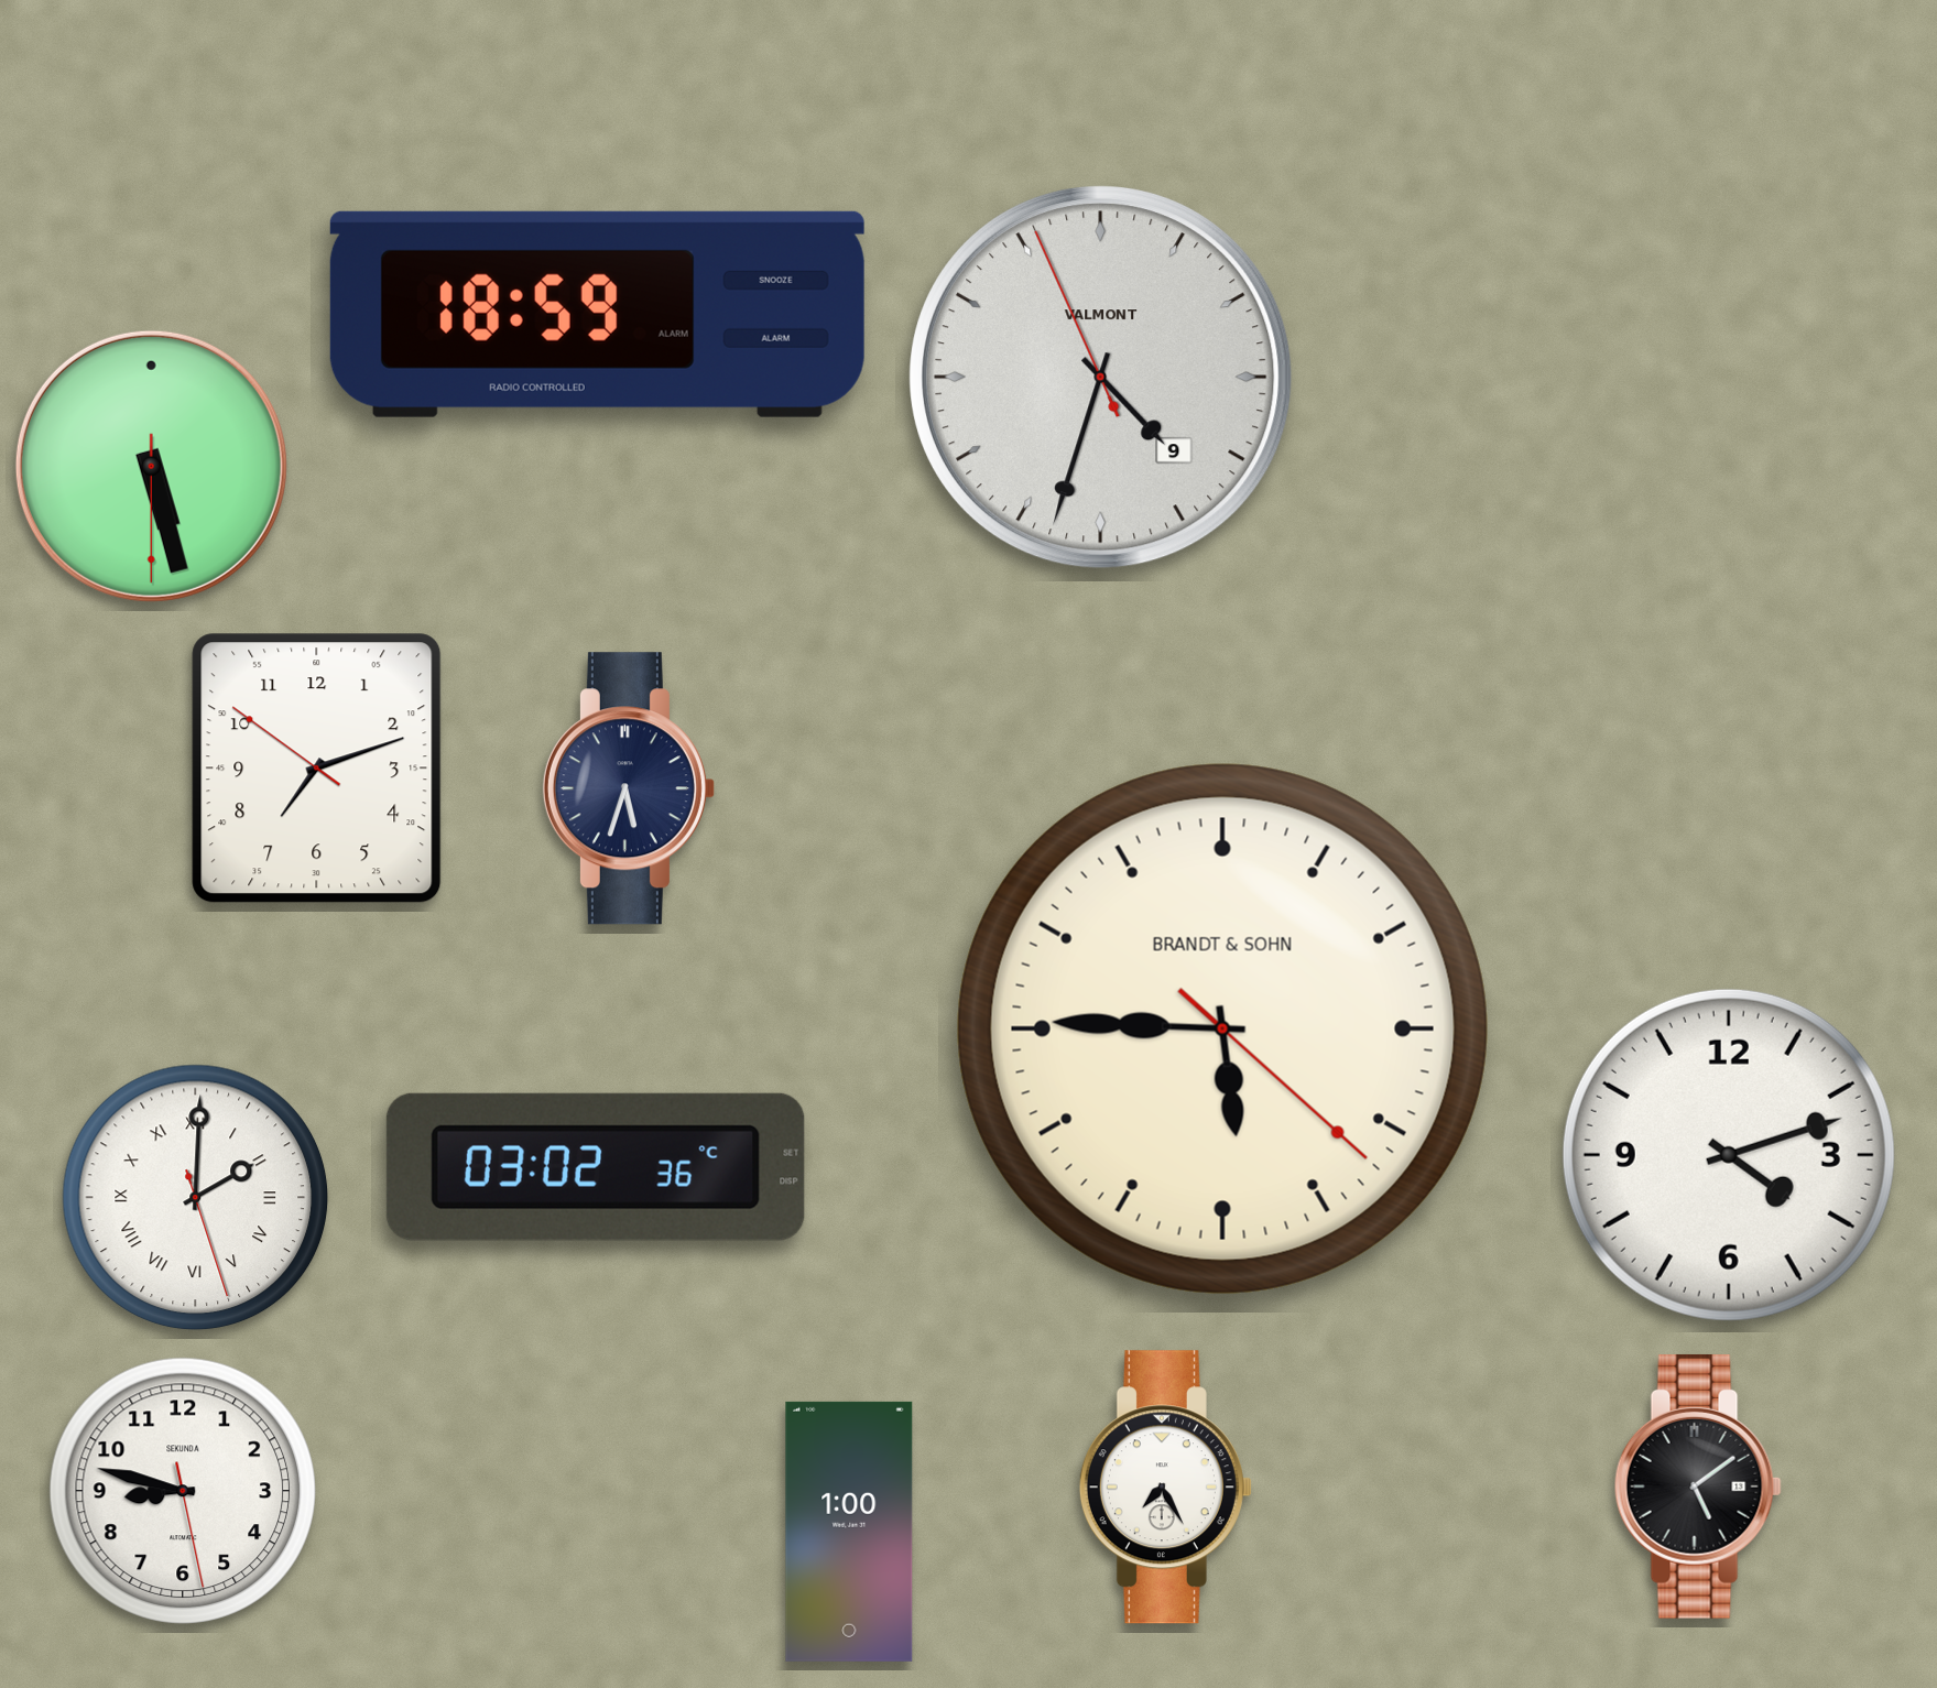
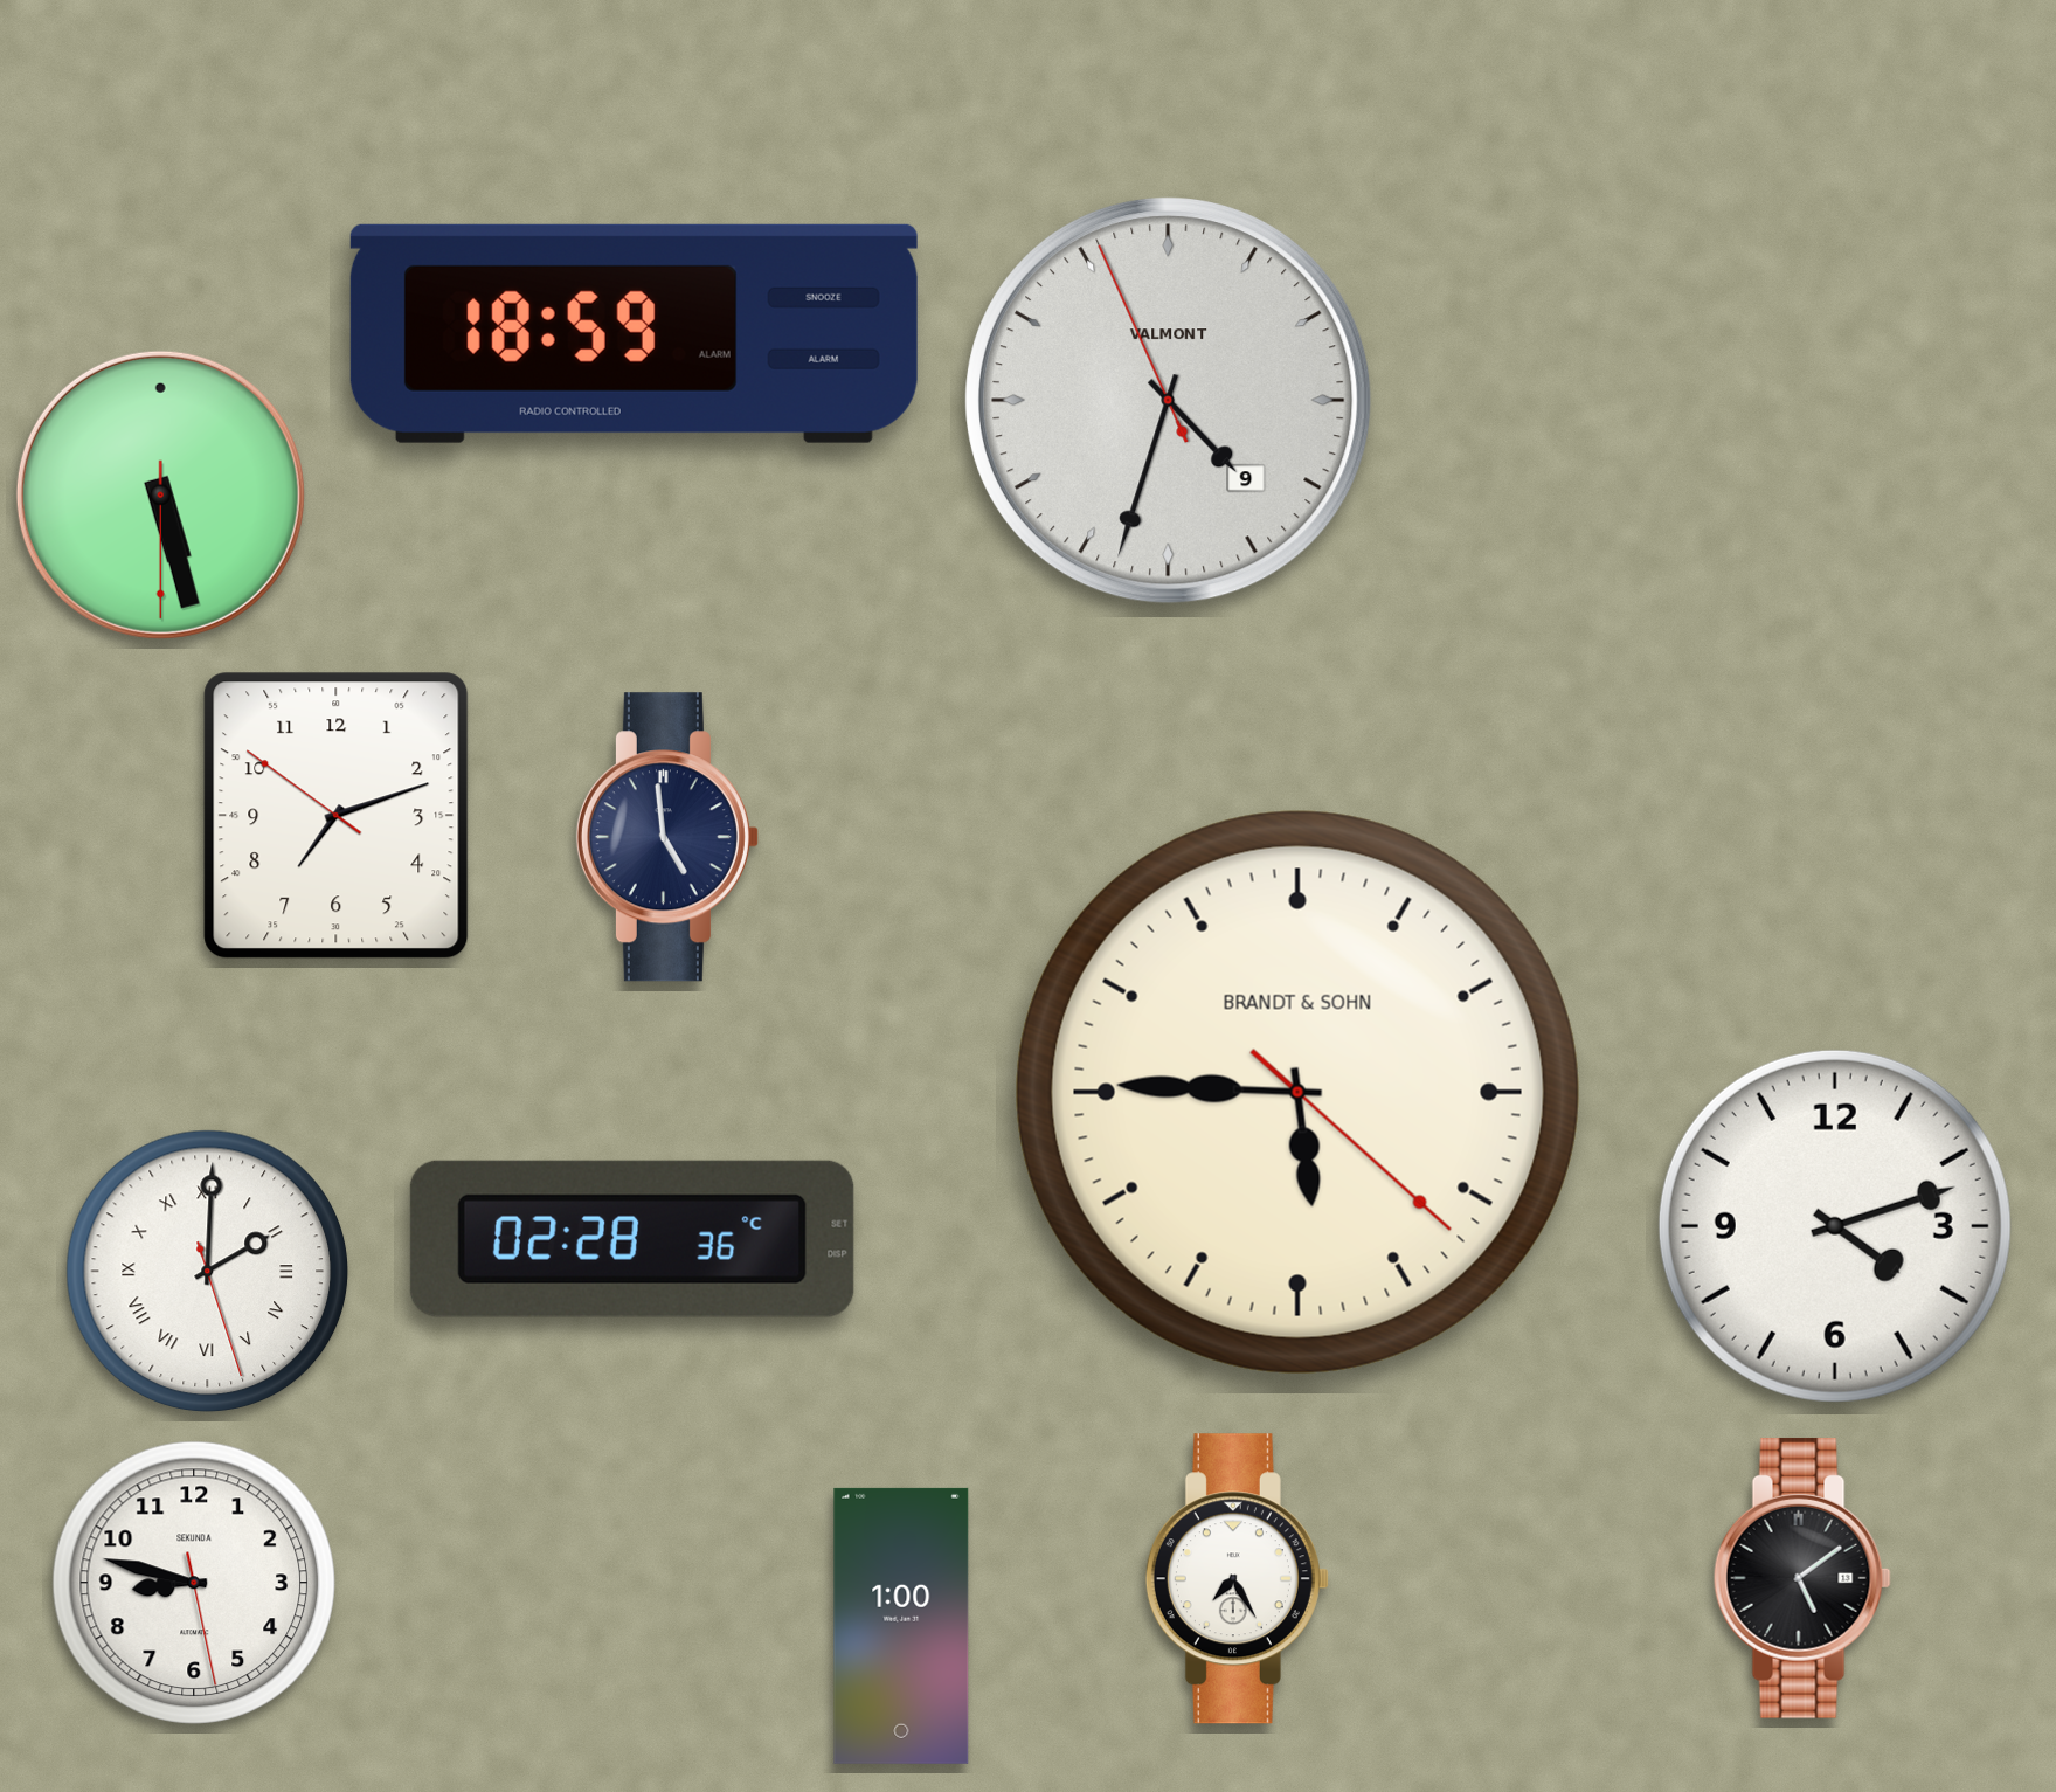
clock at (629, 788): 5:33 -> 4:59
clock at (596, 1167): 03:02 -> 02:28
